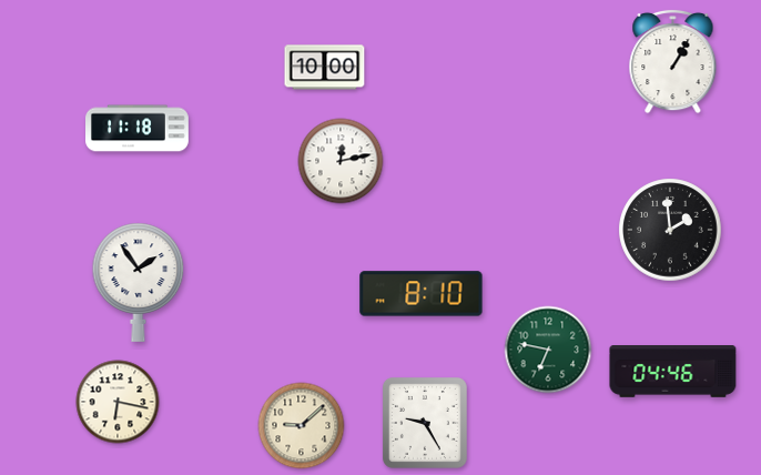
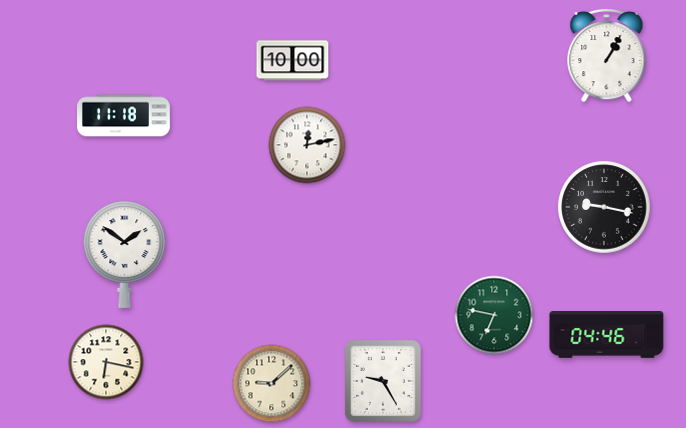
clock at (670, 230): 1:59 -> 9:17
clock at (139, 282): 1:54 -> 1:51
clock at (422, 294): 8:10 -> none
